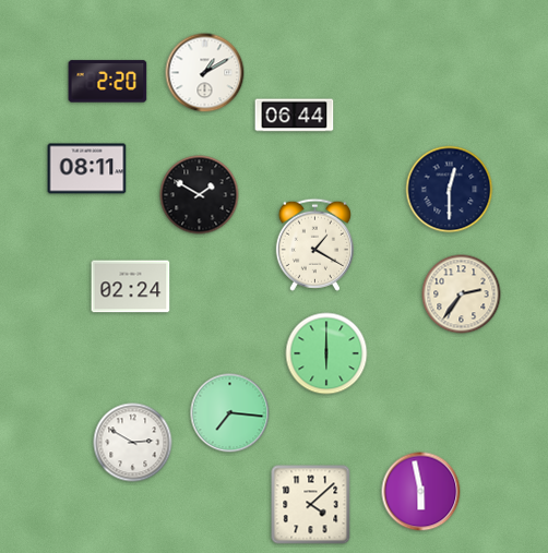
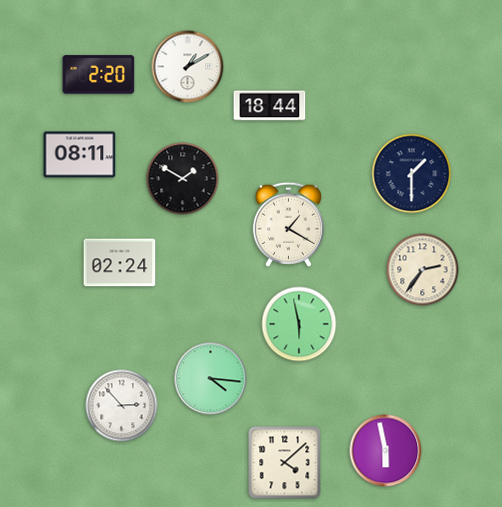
clock at (295, 116): 06:44 -> 18:44
clock at (450, 190): 12:30 -> 1:30
clock at (326, 353): 6:00 -> 5:58
clock at (230, 413): 7:16 -> 4:16
clock at (133, 443): 2:50 -> 2:53
